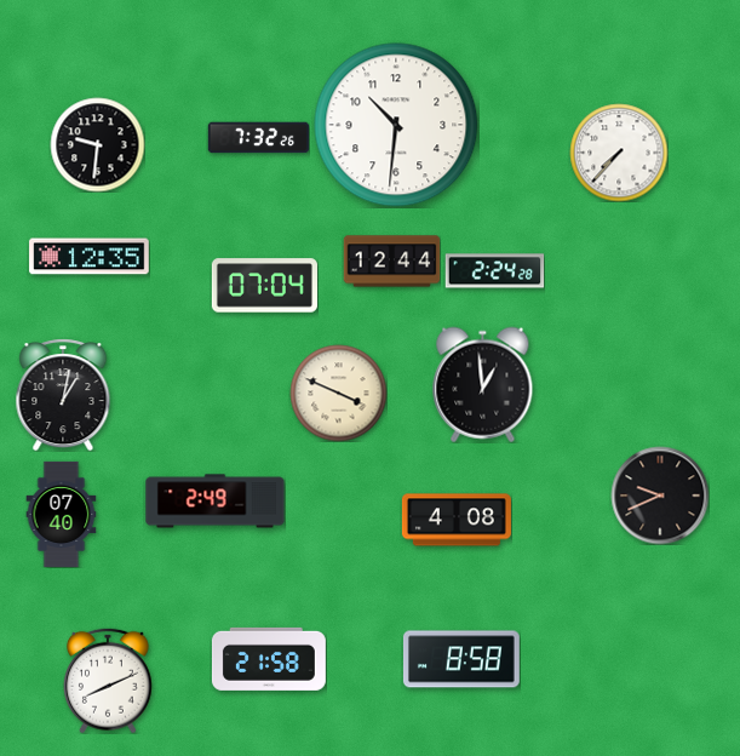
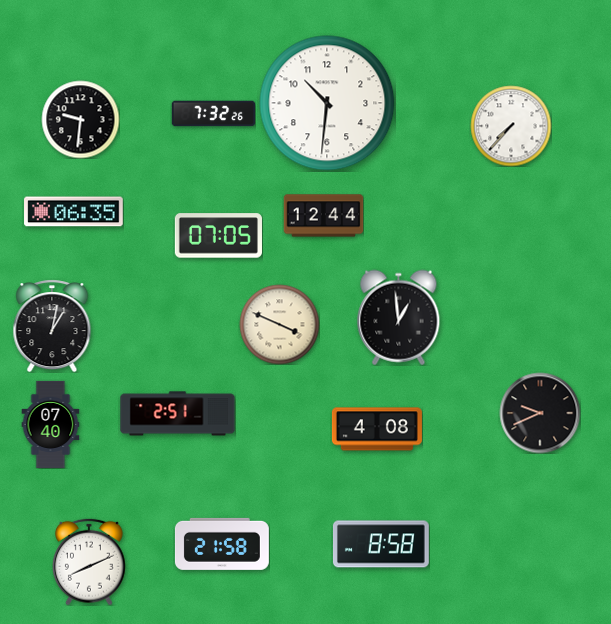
clock at (90, 257): 12:35 -> 06:35
clock at (494, 271): 2:24 -> none
clock at (264, 286): 07:04 -> 07:05
clock at (660, 496) position: (660, 496) -> (540, 413)
clock at (216, 502): 2:49 -> 2:51
